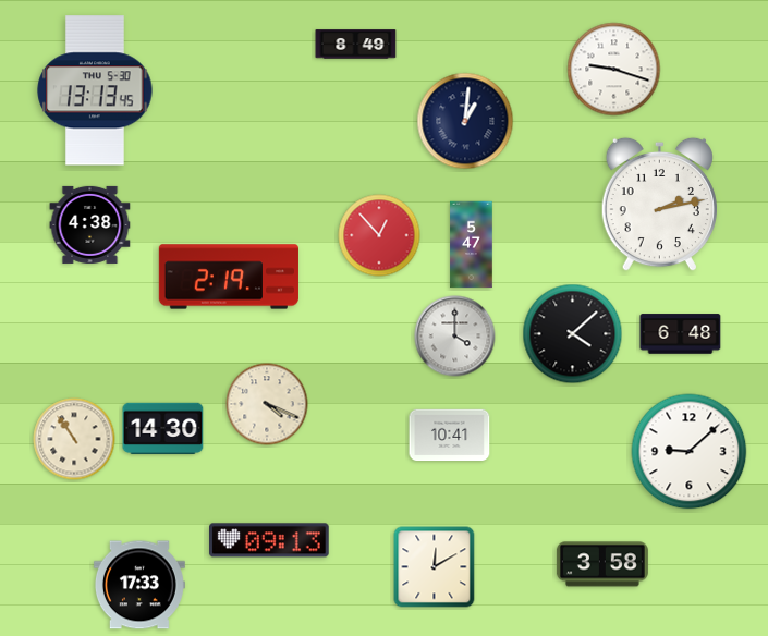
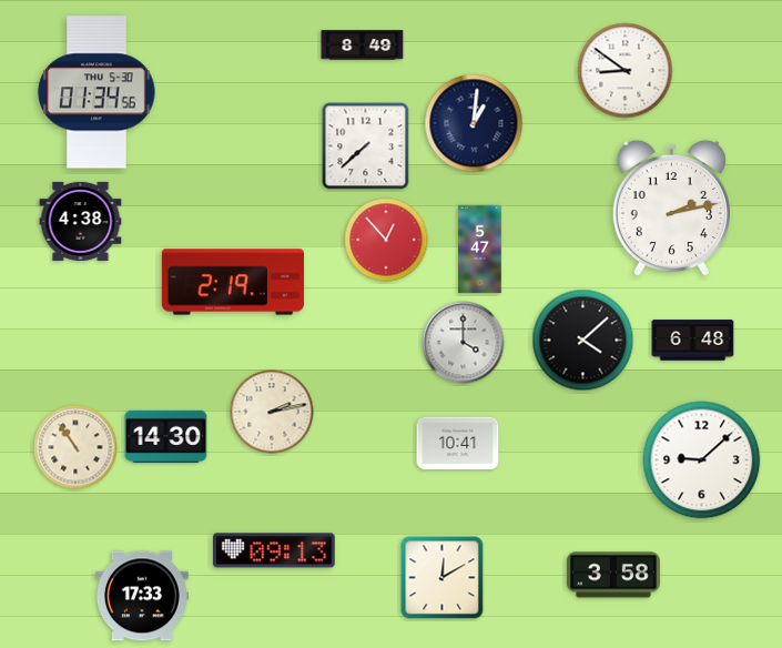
clock at (614, 70): 9:18 -> 8:51
clock at (95, 90): 13:13 -> 01:34
clock at (366, 146): none -> 7:38
clock at (90, 224) position: (90, 224) -> (81, 221)
clock at (267, 404): 4:19 -> 2:13
